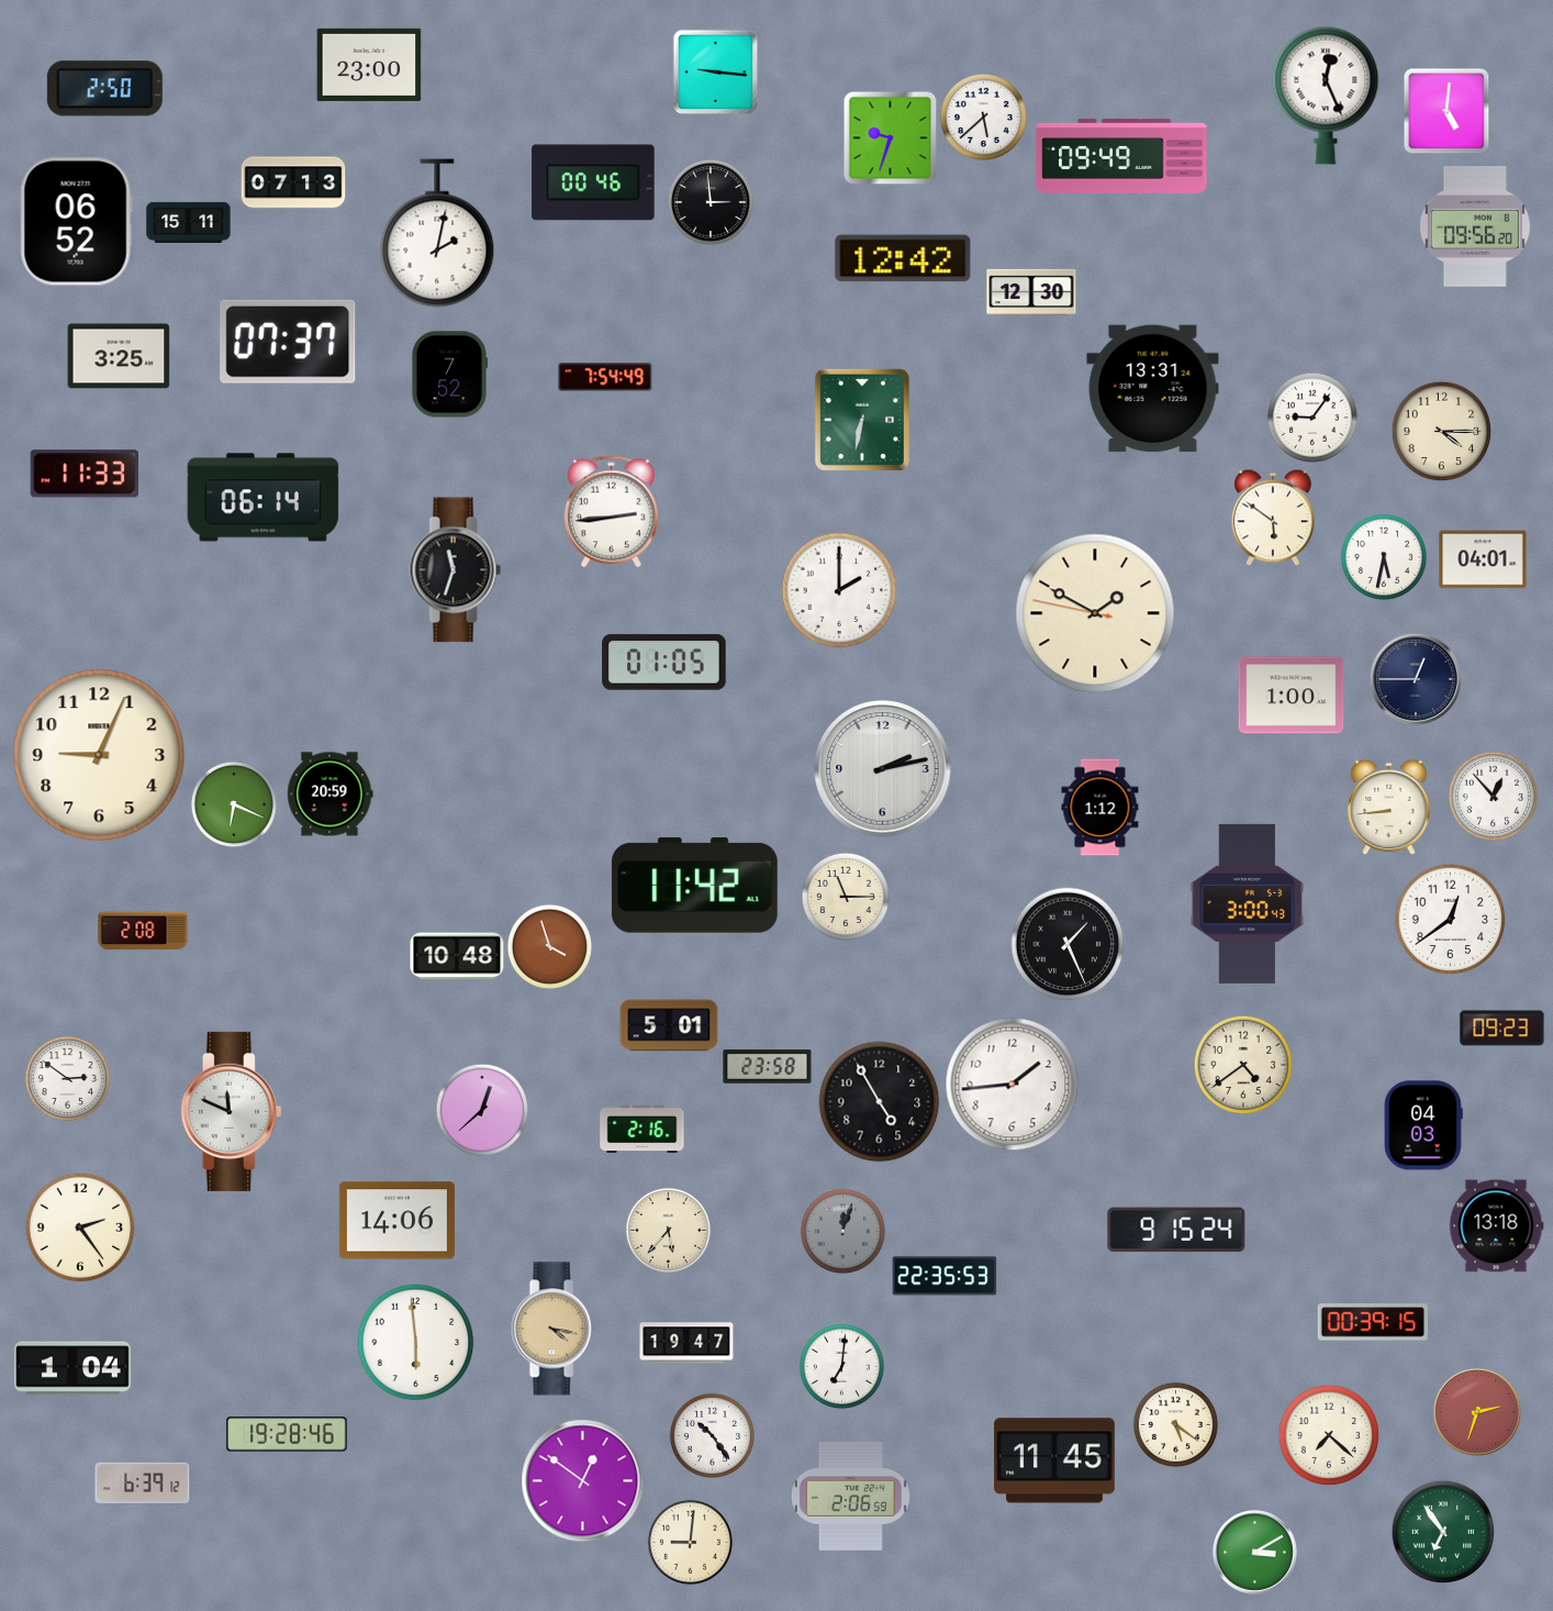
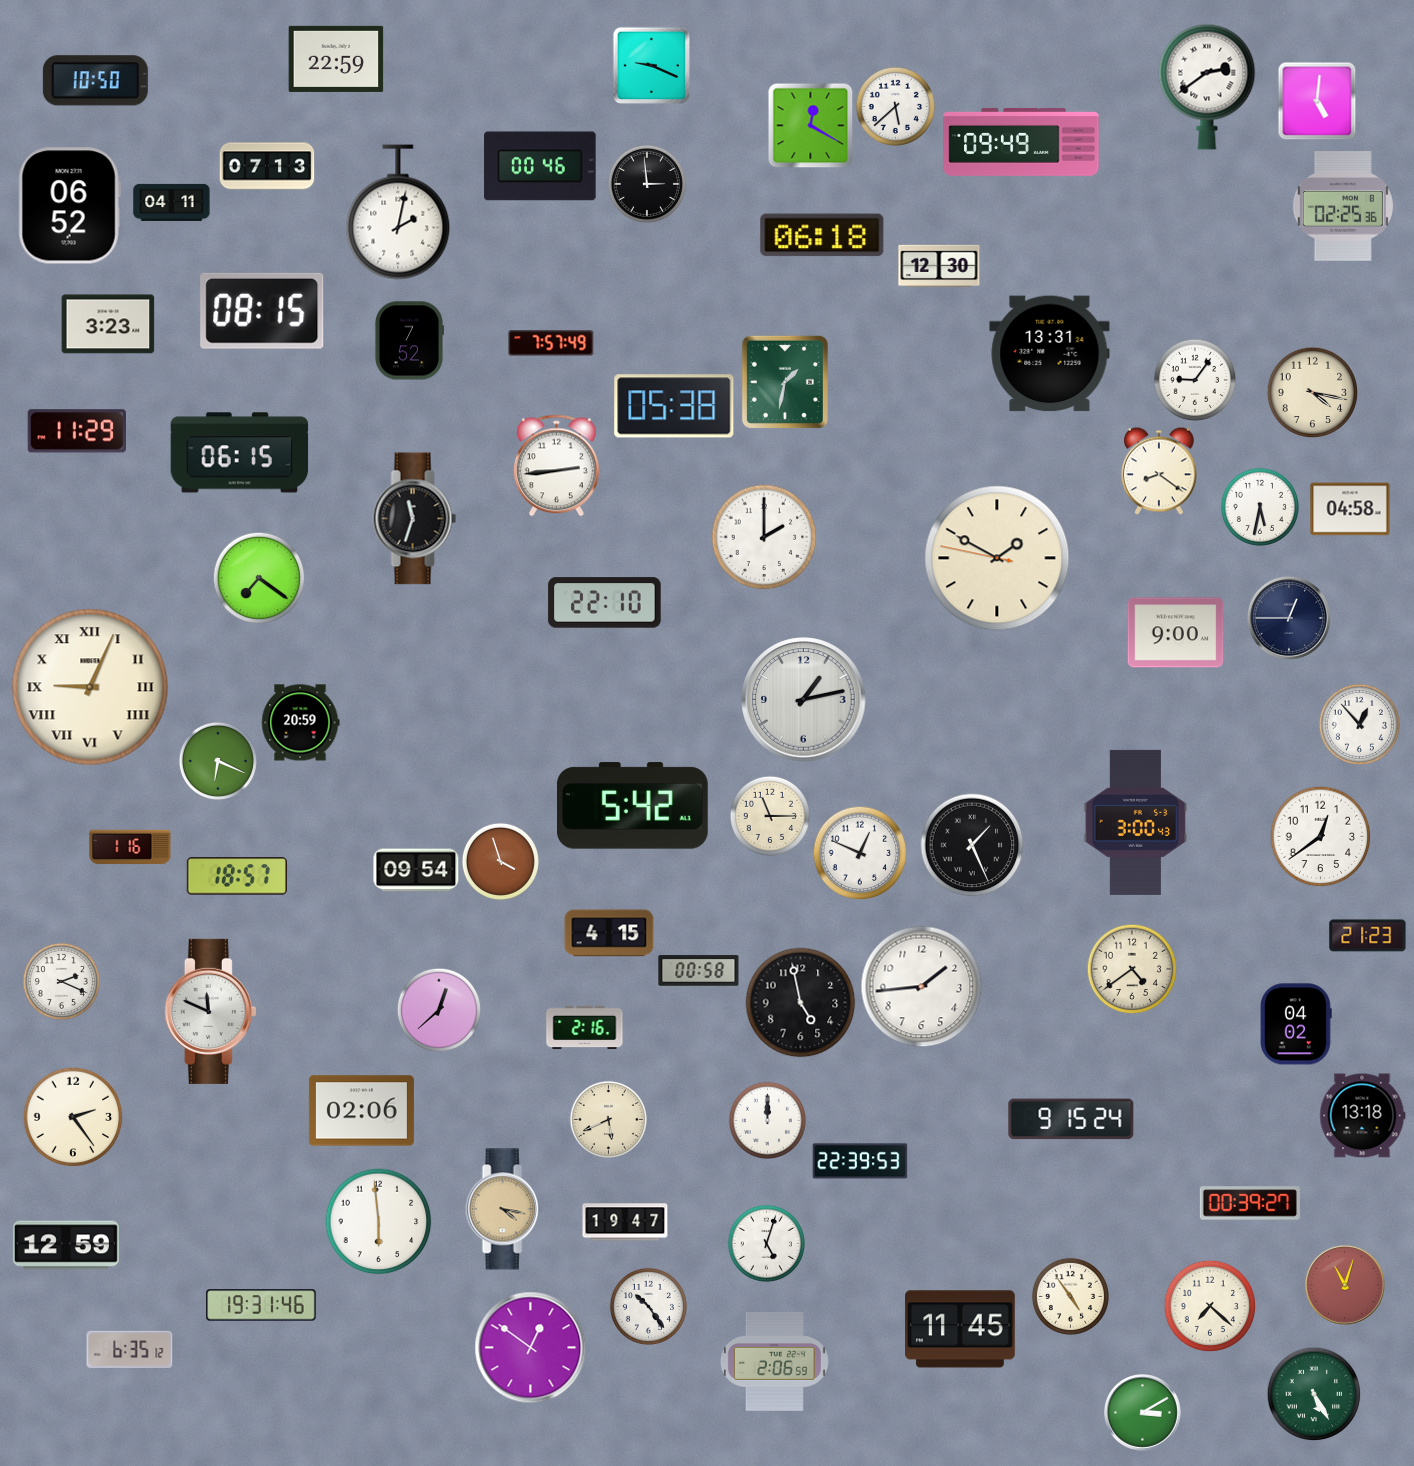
clock at (369, 65): 23:00 -> 22:59
clock at (715, 71): 9:16 -> 9:19
clock at (104, 89): 2:50 -> 10:50
clock at (1326, 96): 12:26 -> 2:39
clock at (890, 137): 9:33 -> 12:20
clock at (76, 222) position: (76, 222) -> (69, 206)
clock at (189, 222): 15:11 -> 04:11
clock at (1475, 227): 09:56 -> 02:25
clock at (903, 258): 12:42 -> 06:18
clock at (288, 342): 07:37 -> 08:15
clock at (119, 356): 3:25 -> 3:23
clock at (605, 377): 7:54 -> 7:57
clock at (862, 420): 6:32 -> 1:32
clock at (1441, 431): 4:15 -> 4:17
clock at (674, 406): none -> 05:38
clock at (85, 474): 11:33 -> 11:29
clock at (264, 498): 06:14 -> 06:15
clock at (1274, 518): 5:51 -> 8:21
clock at (1483, 559): 04:01 -> 04:58
clock at (259, 578): none -> 7:21
clock at (664, 663): 01:05 -> 22:10
clock at (1292, 696): 1:00 -> 9:00
clock at (99, 755) numerals: Arabic -> Roman
clock at (883, 769): 2:13 -> 1:13
clock at (234, 804) position: (234, 804) -> (218, 761)
clock at (1389, 807): 8:44 -> none
clock at (1100, 808): 1:12 -> none
clock at (694, 886): 11:42 -> 5:42
clock at (143, 931): 2:08 -> 1:16
clock at (860, 853): none -> 12:49
clock at (1068, 944) position: (1068, 944) -> (972, 845)
clock at (457, 956): 10:48 -> 09:54
clock at (237, 876): none -> 18:57
clock at (669, 1025): 5:01 -> 4:15
clock at (1502, 1029): 09:23 -> 21:23
clock at (768, 1067): 23:58 -> 00:58
clock at (67, 1078): 2:51 -> 2:19
clock at (880, 1102): 4:55 -> 4:58
clock at (1424, 1125): 04:03 -> 04:02
clock at (396, 1221): 14:06 -> 02:06
clock at (668, 1230): 5:37 -> 5:41
clock at (842, 1231): 12:03 -> 12:00
clock at (842, 1231) dial: grey -> white
clock at (945, 1276): 22:35 -> 22:39
clock at (1373, 1322): 00:39:15 -> 00:39:27
clock at (841, 1366): 7:01 -> 5:03
clock at (72, 1368): 1:04 -> 12:59
clock at (1477, 1412): 2:33 -> 11:03
clock at (1175, 1424): 5:21 -> 4:54
clock at (287, 1434): 19:28 -> 19:31
clock at (143, 1482): 6:39 -> 6:35
clock at (1443, 1532): 6:54 -> 5:25
clock at (690, 1542): 9:01 -> none
